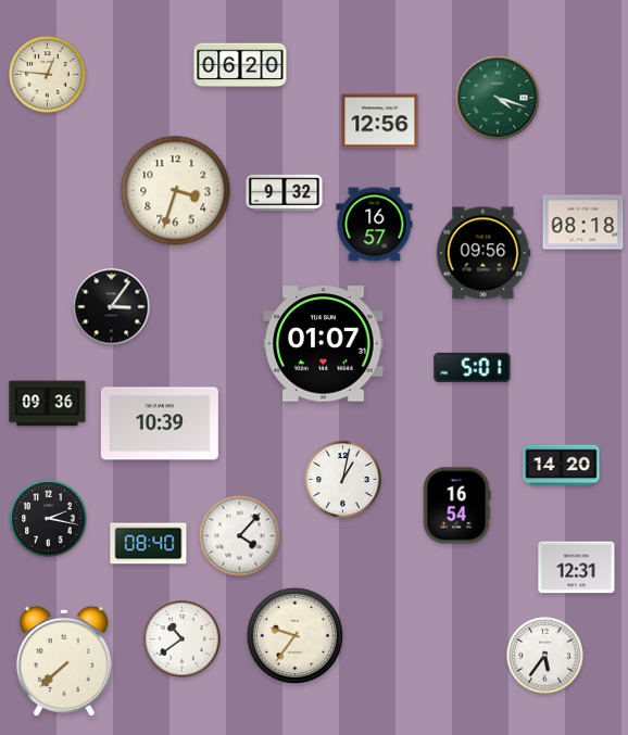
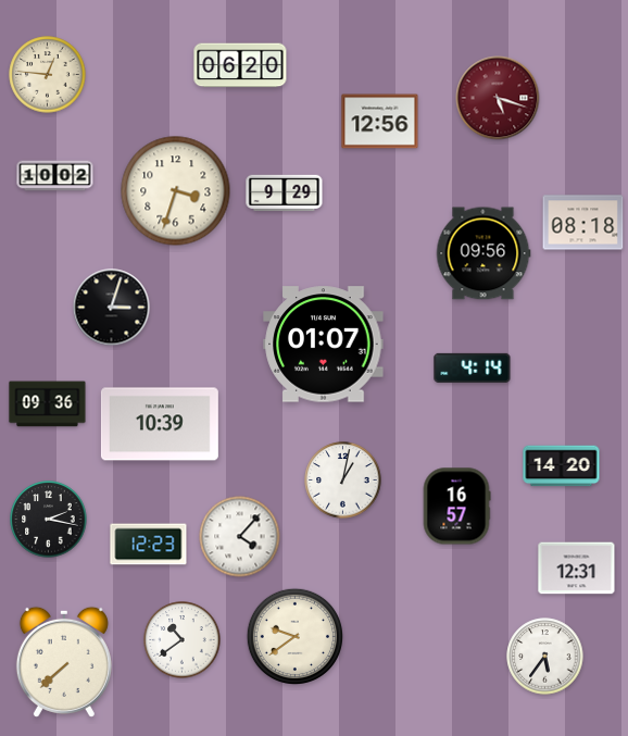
clock at (498, 98): 4:18 -> 5:18
clock at (498, 98) dial: green -> burgundy
clock at (55, 176): none -> 10:02
clock at (285, 193): 9:32 -> 9:29
clock at (375, 225): 16:57 -> none
clock at (112, 307): 3:06 -> 3:03
clock at (473, 367): 5:01 -> 4:14
clock at (456, 506): 16:54 -> 16:57
clock at (149, 544): 08:40 -> 12:23
clock at (294, 635): 9:36 -> 9:39
